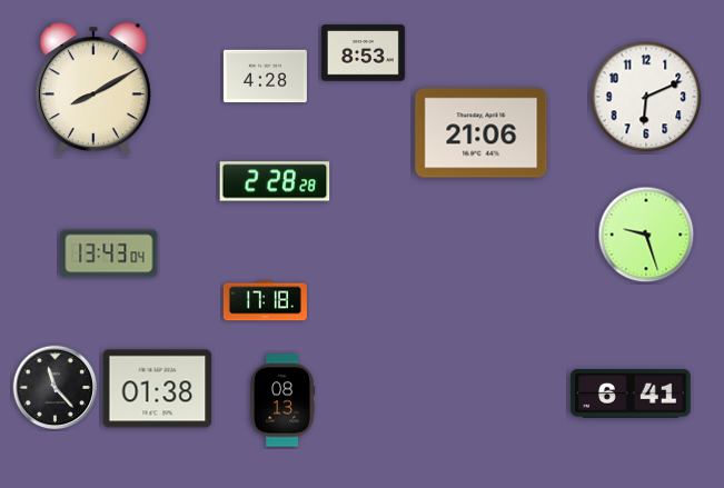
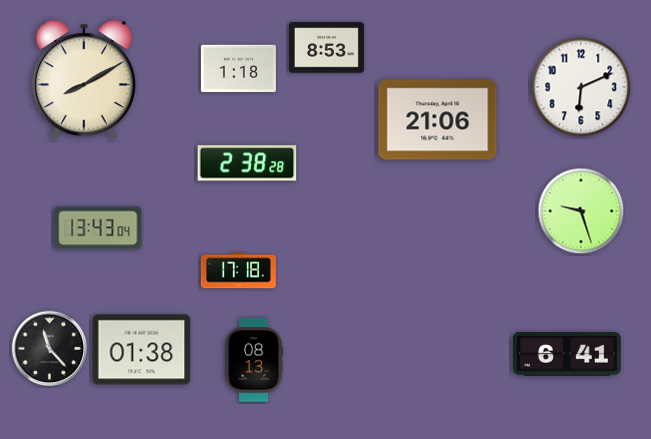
clock at (265, 77): 4:28 -> 1:18
clock at (482, 133) position: (482, 133) -> (438, 120)
clock at (275, 181): 2:28 -> 2:38
